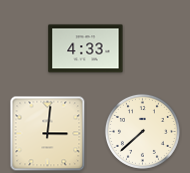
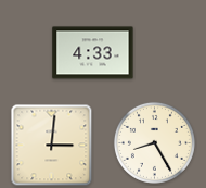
clock at (142, 131): 7:38 -> 8:25
